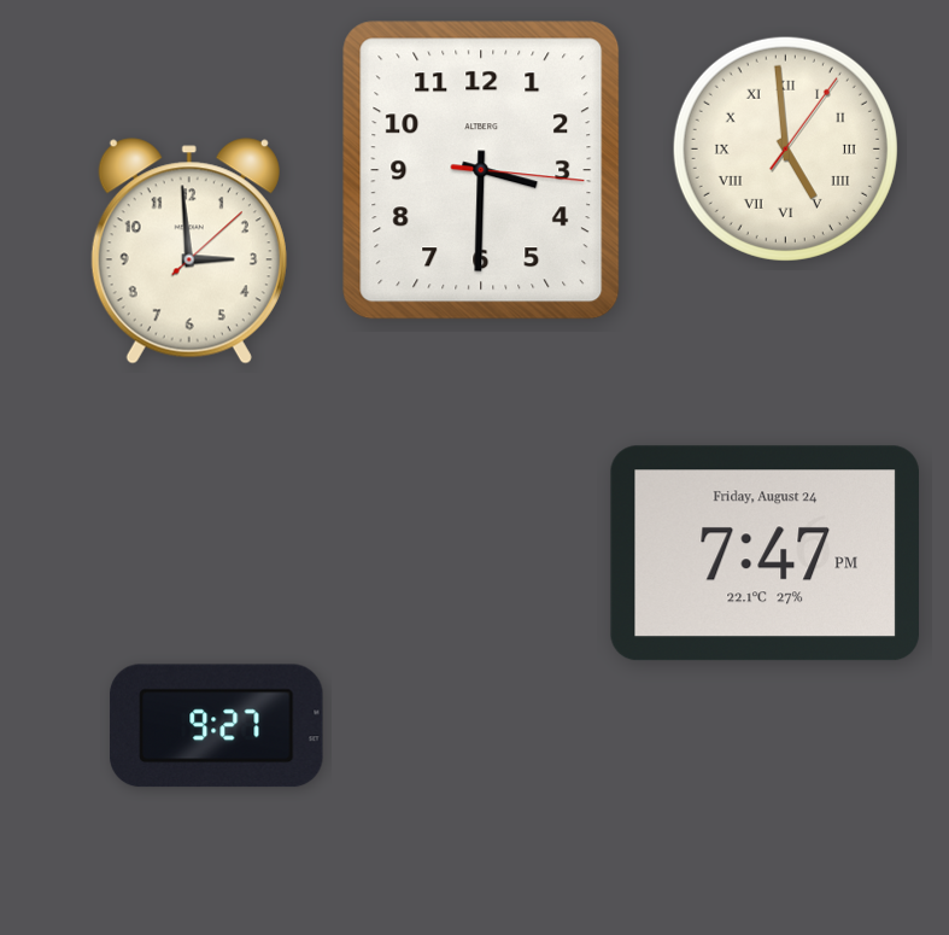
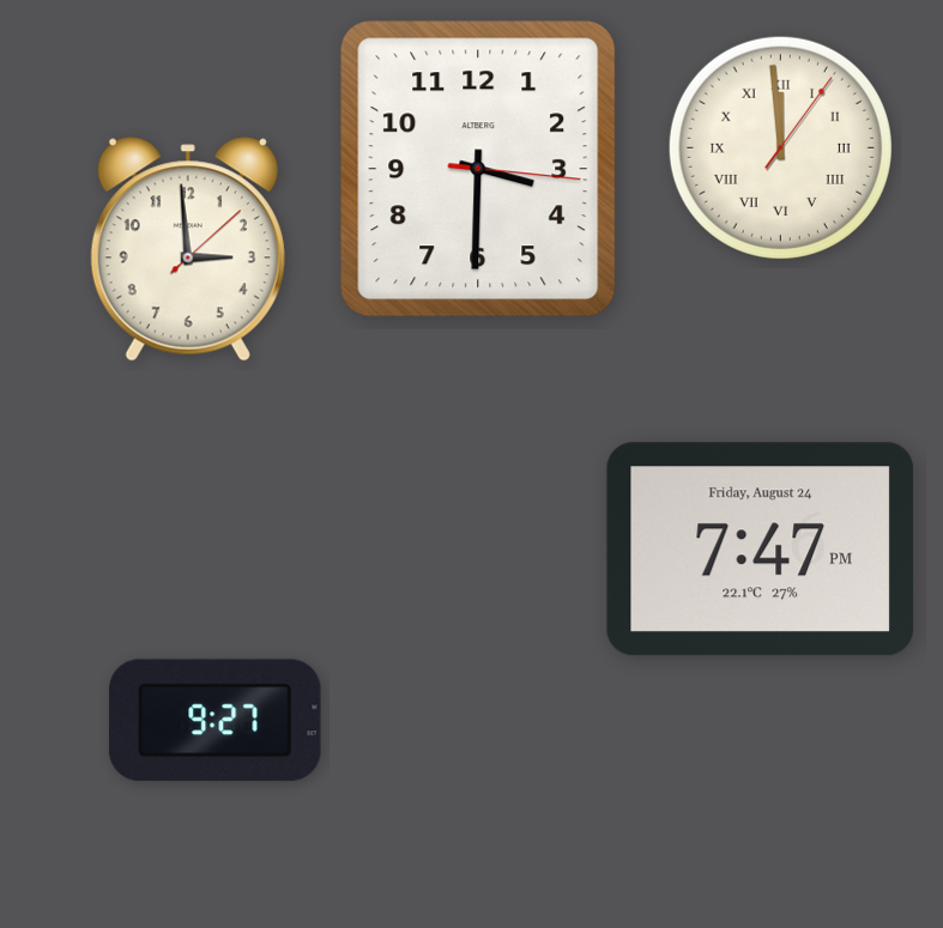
clock at (785, 148): 4:59 -> 11:59
